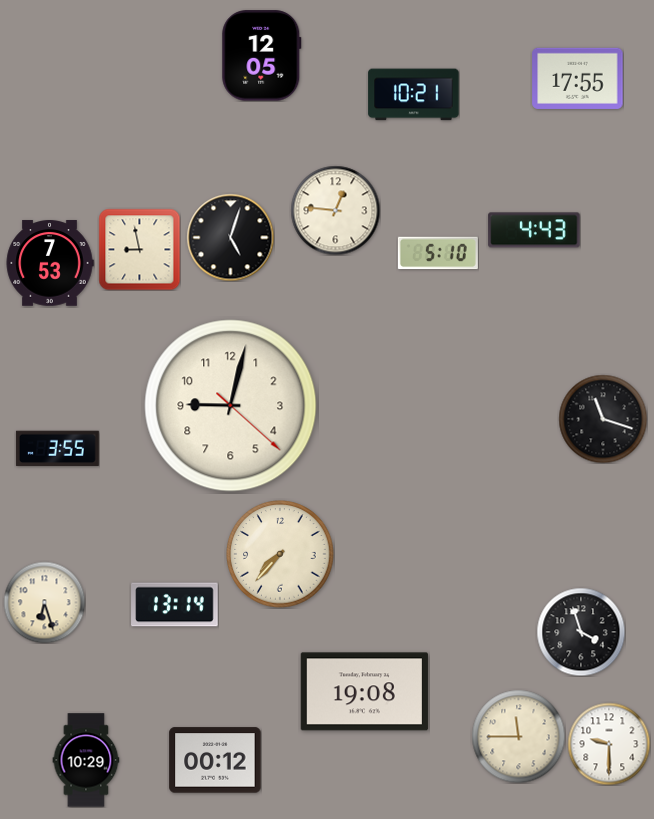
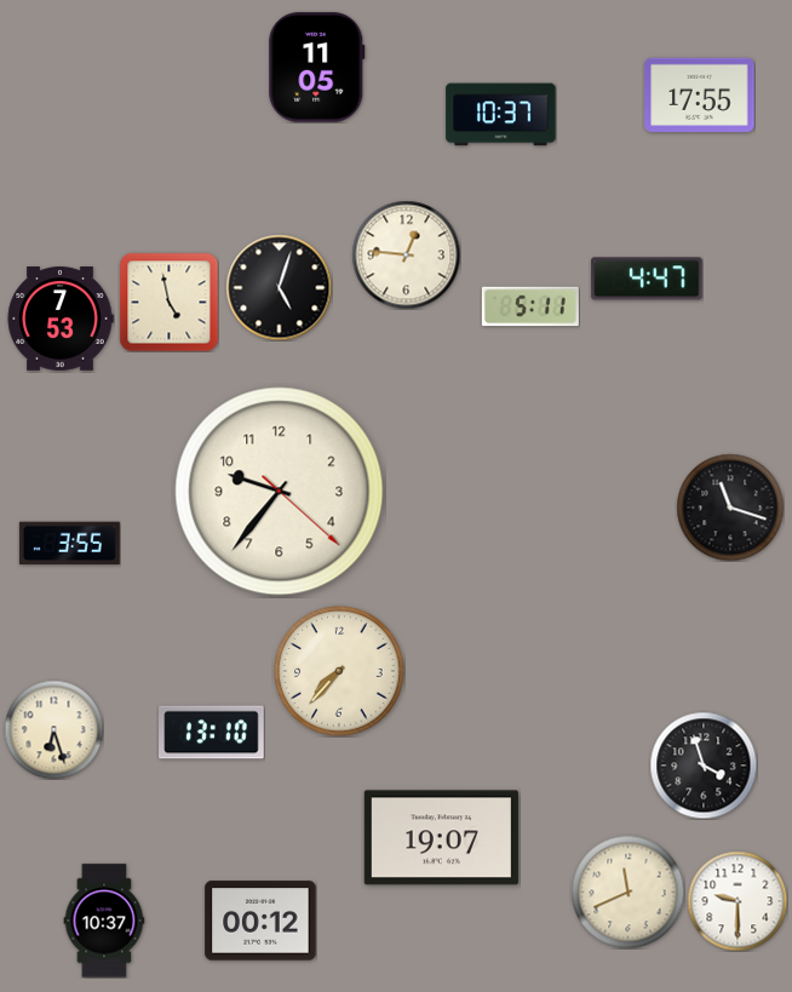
clock at (262, 56): 12:05 -> 11:05
clock at (414, 95): 10:21 -> 10:37
clock at (534, 230): 4:43 -> 4:47
clock at (139, 249): 8:58 -> 4:58
clock at (438, 253): 5:10 -> 5:11
clock at (231, 406): 9:02 -> 9:36
clock at (175, 605): 13:14 -> 13:10
clock at (364, 692): 19:08 -> 19:07
clock at (518, 736): 11:45 -> 11:41
clock at (86, 760): 10:29 -> 10:37
